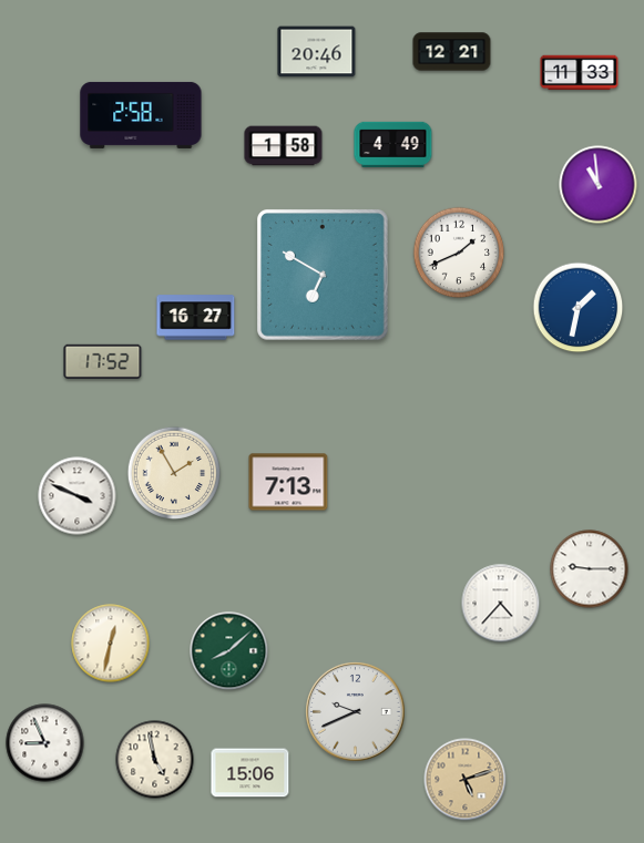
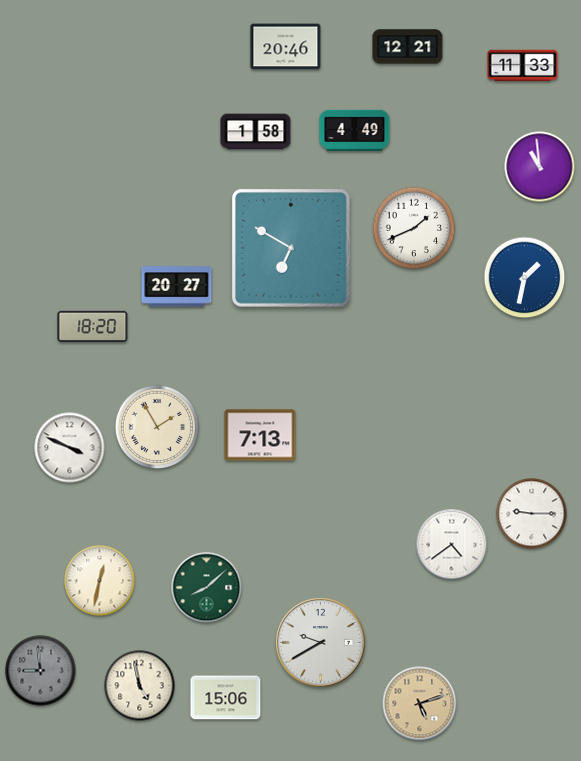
clock at (141, 115): 2:58 -> none
clock at (579, 308) position: (579, 308) -> (525, 278)
clock at (196, 318): 16:27 -> 20:27
clock at (103, 361): 17:52 -> 18:20
clock at (501, 604): 4:37 -> 4:39
clock at (356, 712): 9:41 -> 9:40
clock at (45, 743): 8:56 -> 8:59
clock at (45, 743) dial: white -> grey
